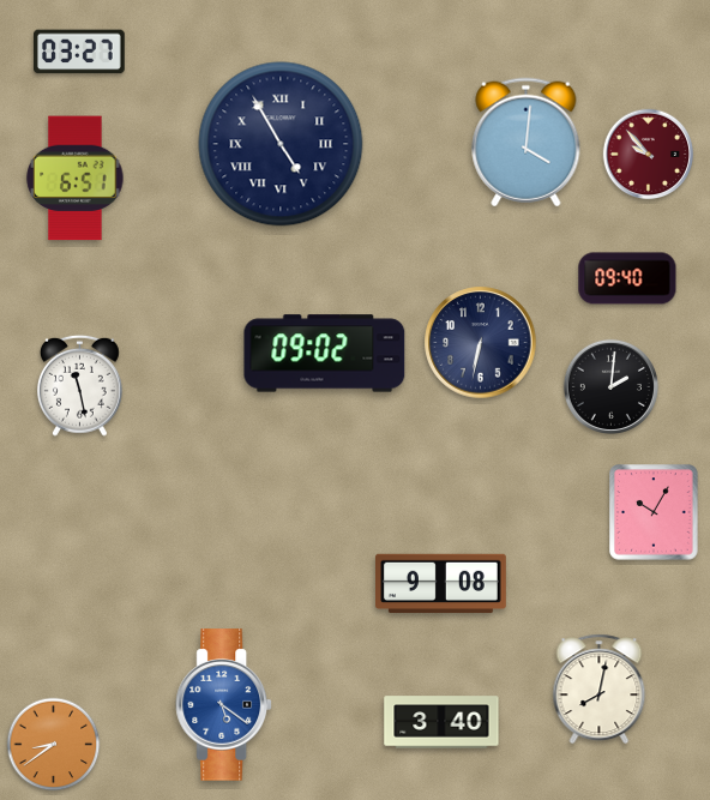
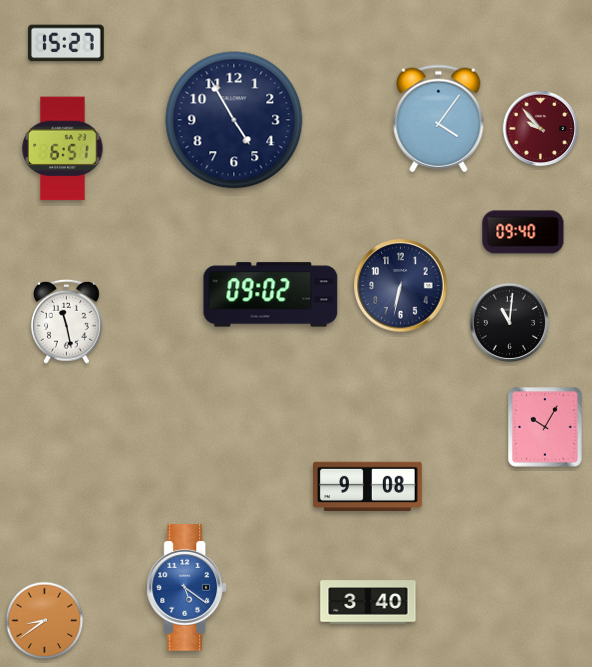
clock at (80, 52): 03:27 -> 15:27
clock at (527, 143): 4:01 -> 4:06
clock at (281, 144) numerals: Roman -> Arabic
clock at (610, 386): 2:01 -> 11:01
clock at (600, 690): 8:02 -> none
